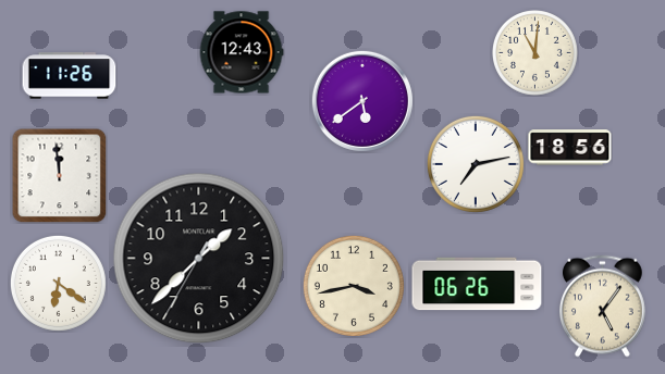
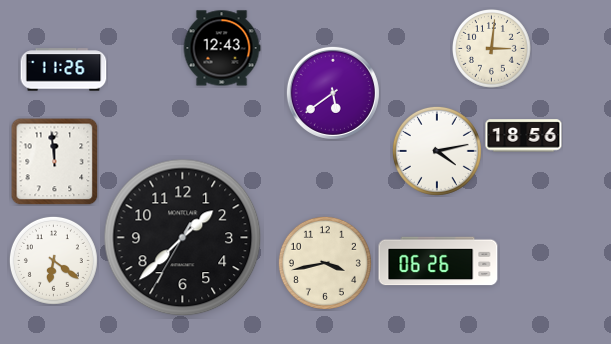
clock at (535, 53): 11:01 -> 3:01
clock at (476, 164): 7:13 -> 4:13
clock at (603, 307): 5:06 -> none
